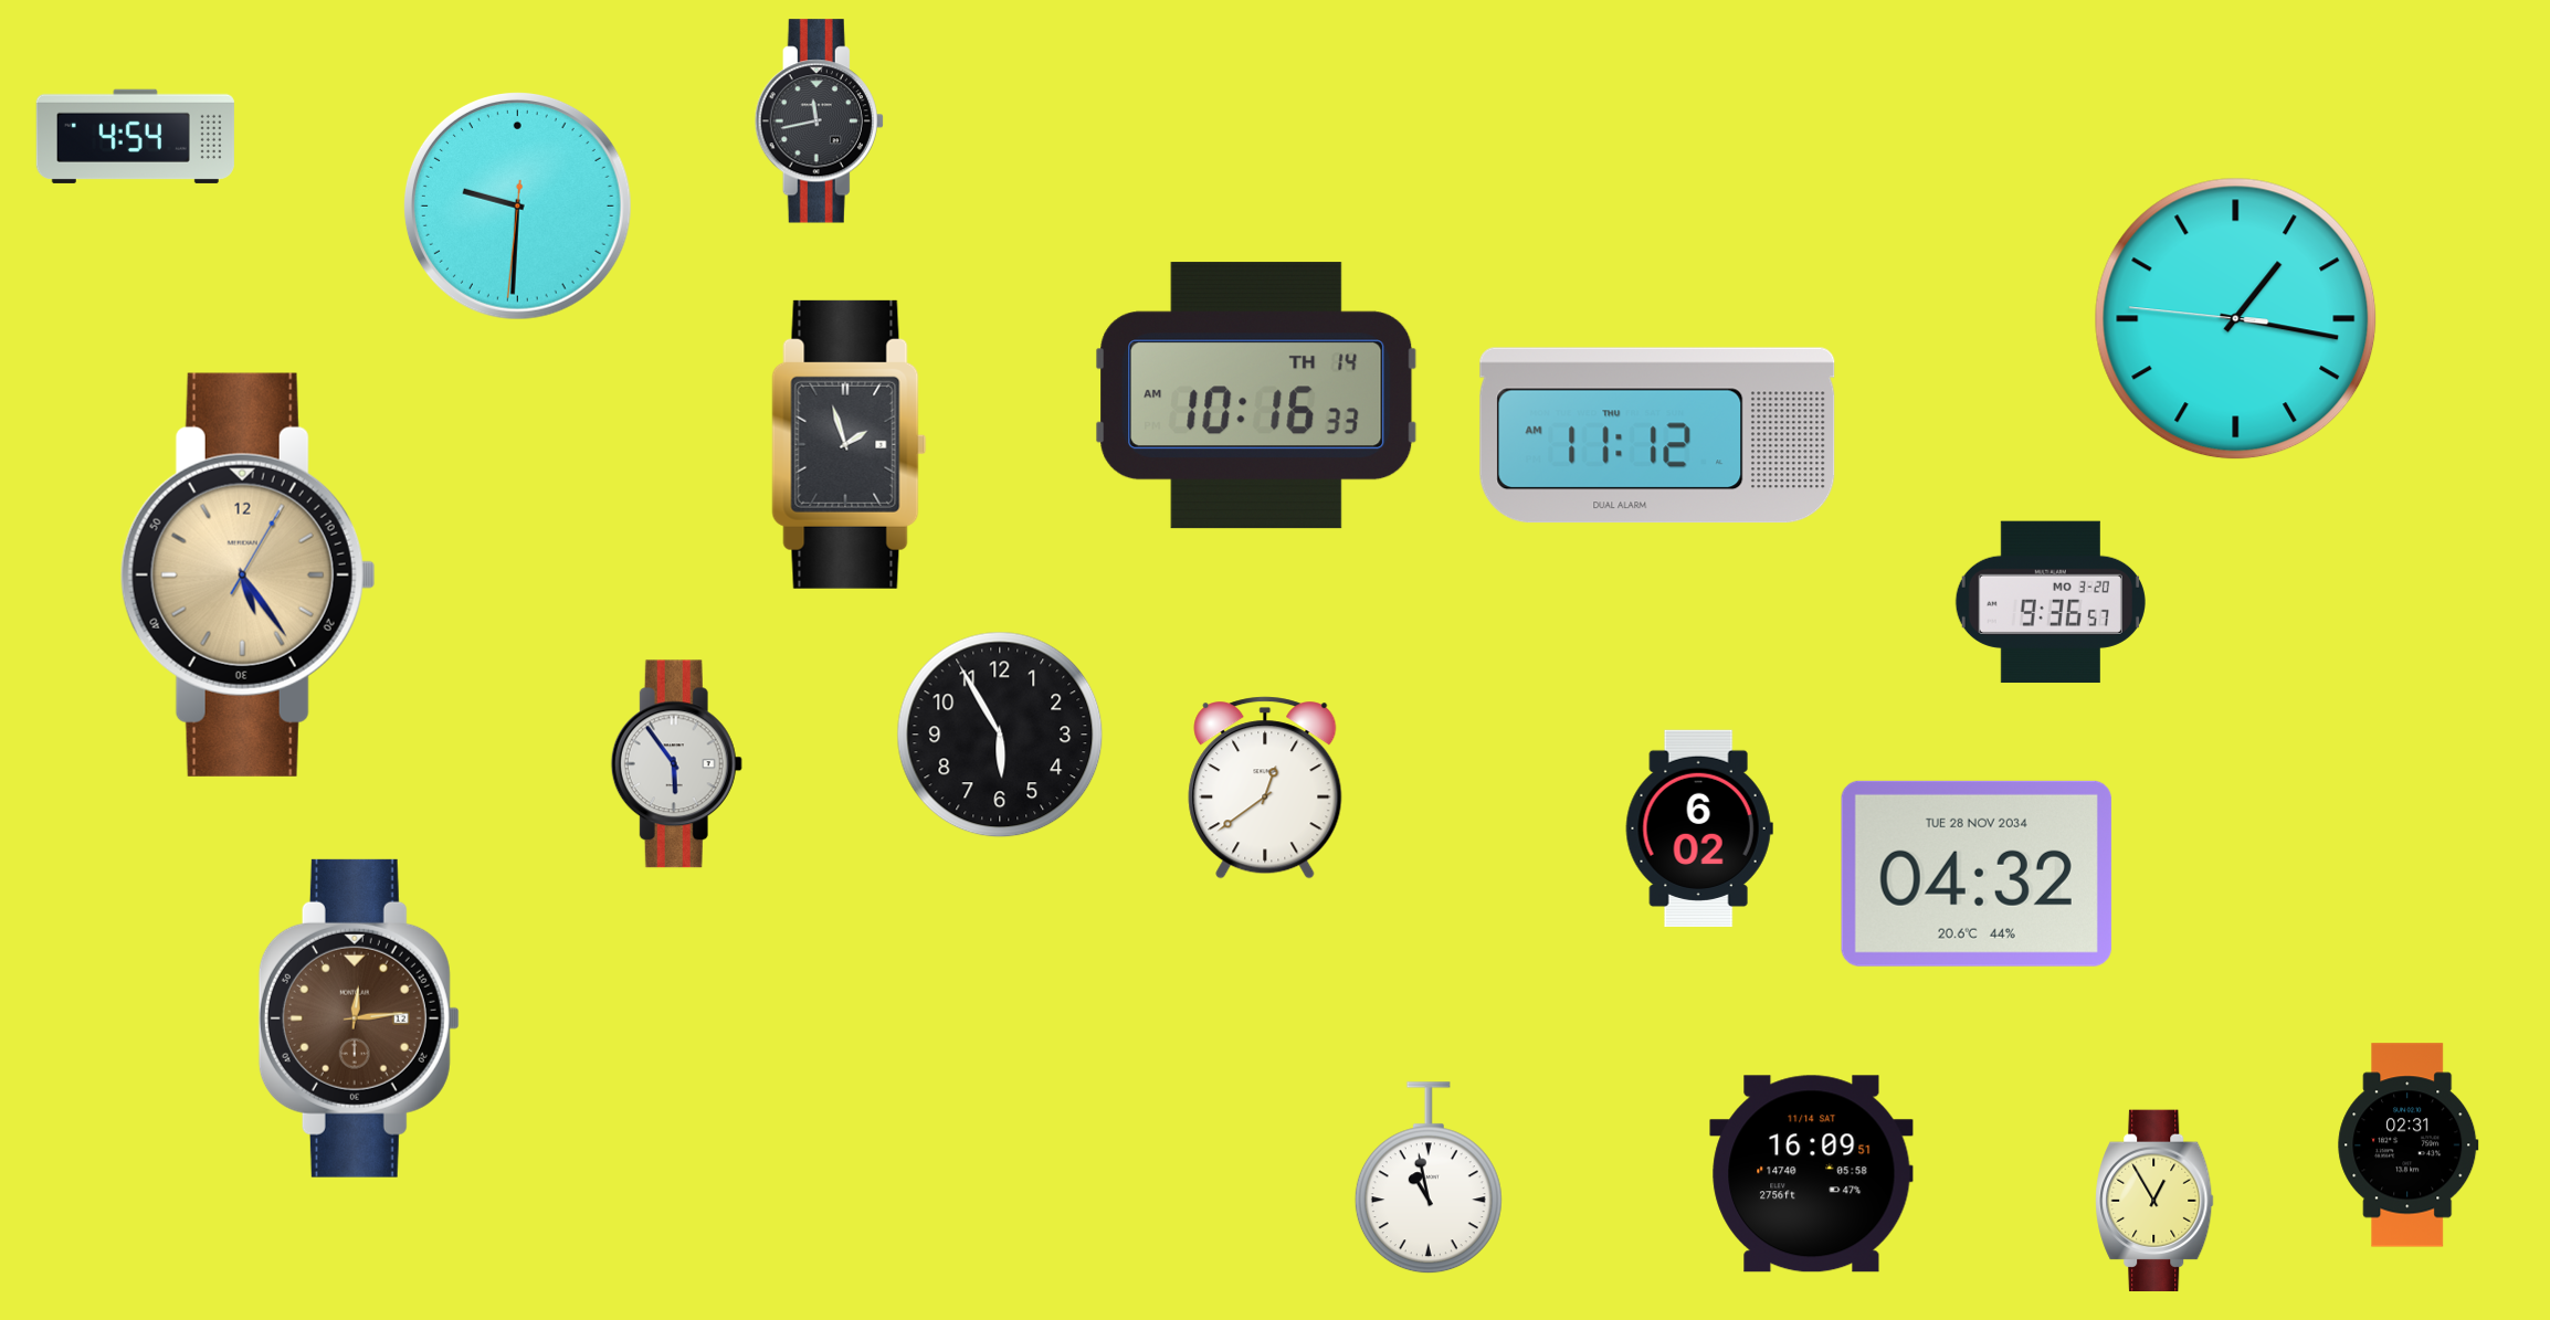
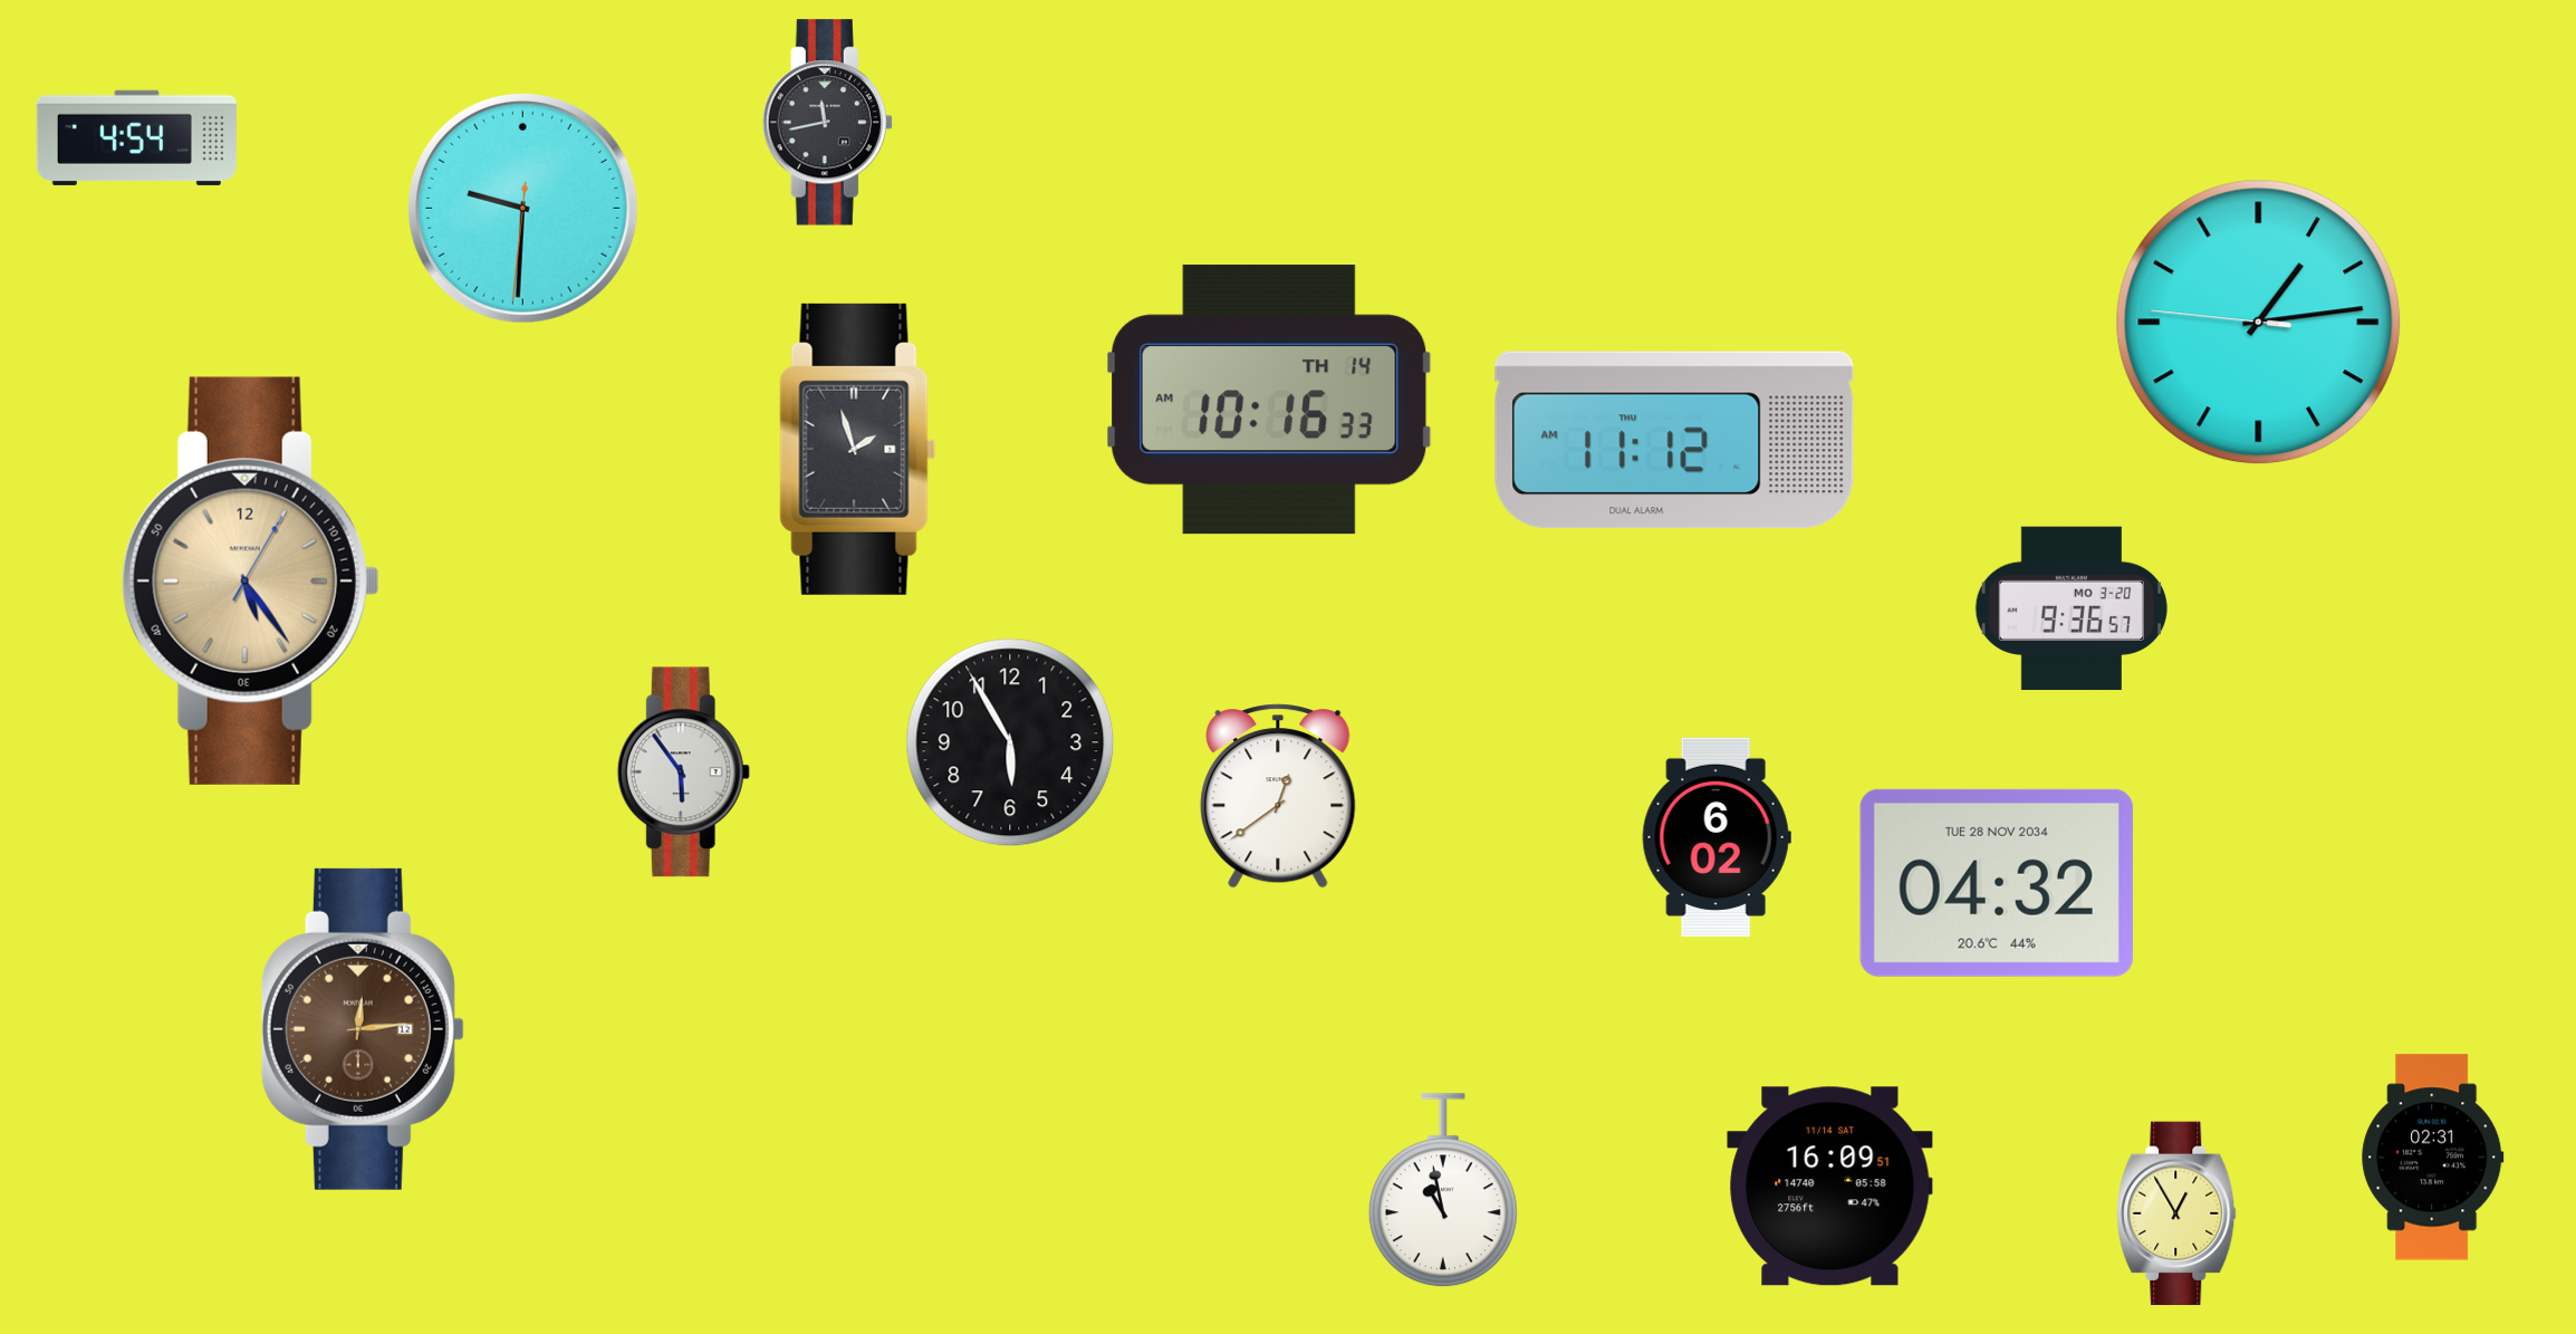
clock at (2236, 319): 1:16 -> 1:13
